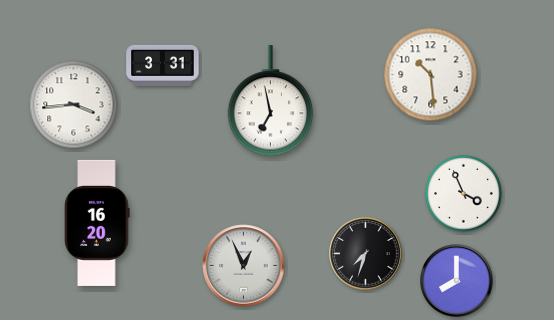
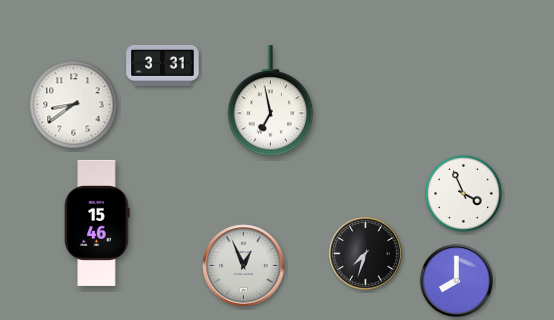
clock at (431, 75): 10:29 -> none
clock at (74, 105): 3:44 -> 8:39
clock at (97, 223): 16:20 -> 15:46
